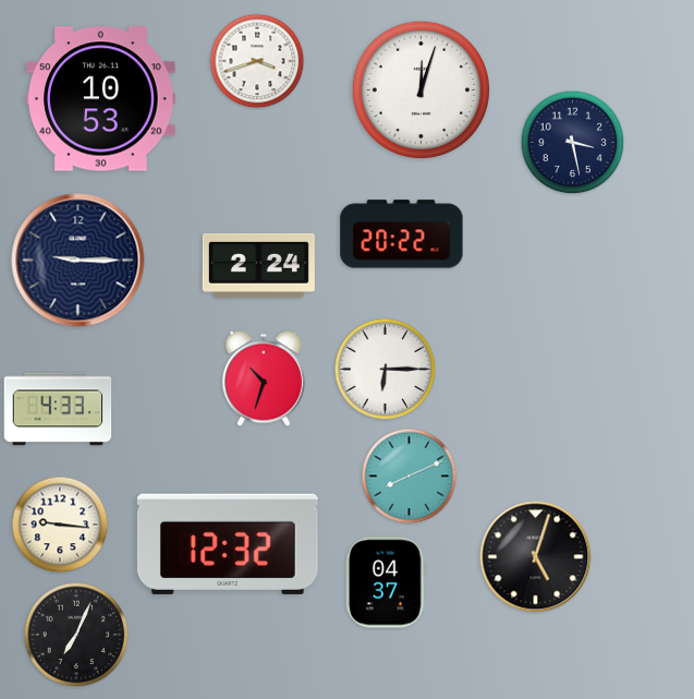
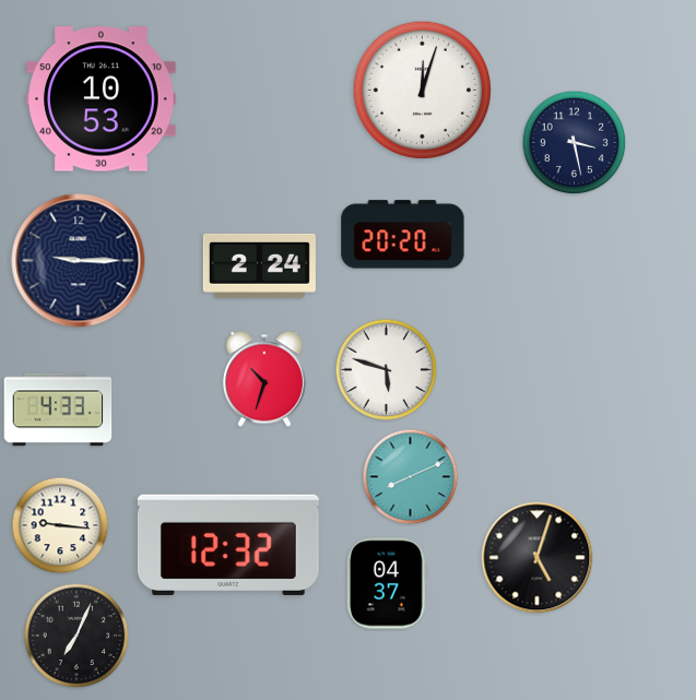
clock at (257, 61): 3:42 -> none
clock at (402, 234): 20:22 -> 20:20
clock at (386, 370): 6:15 -> 5:48
